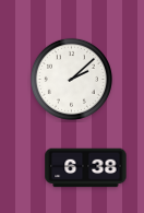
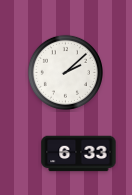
clock at (86, 168): 6:38 -> 6:33
